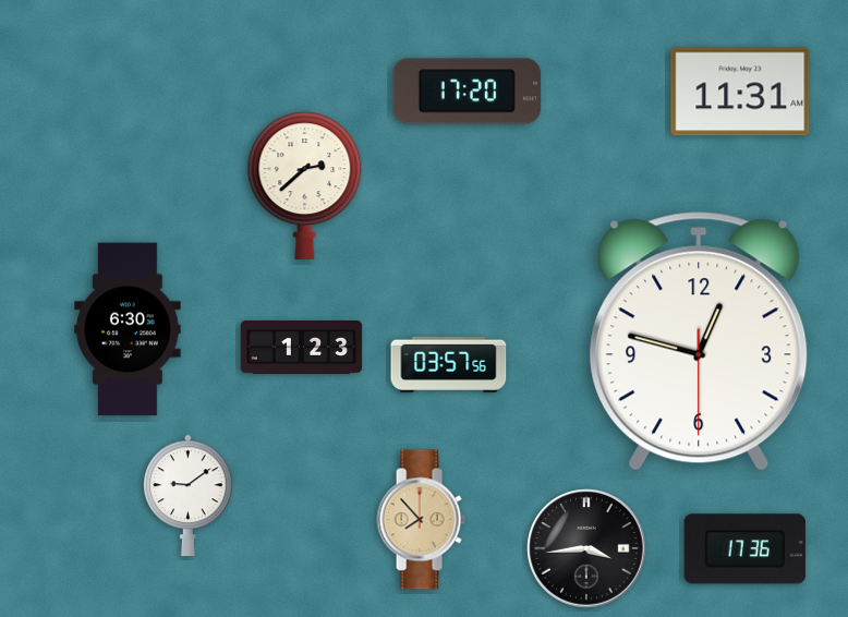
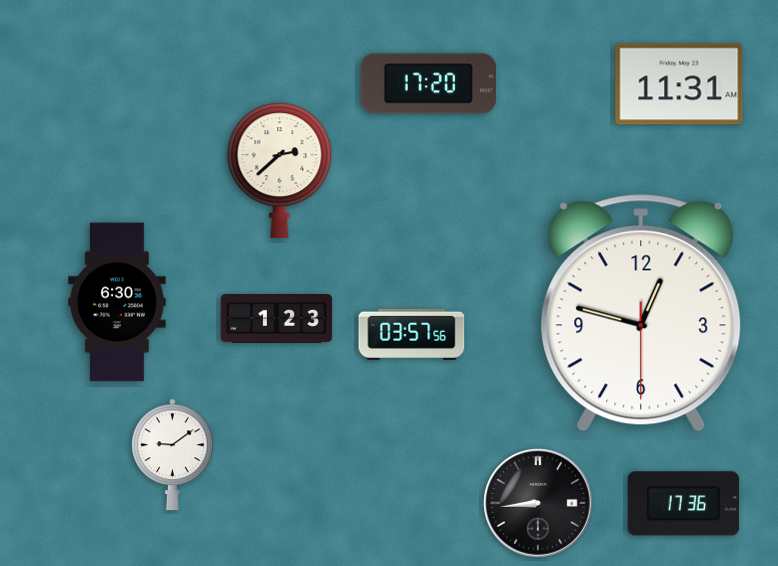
clock at (421, 520): 7:53 -> none
clock at (586, 548): 3:44 -> 8:44
